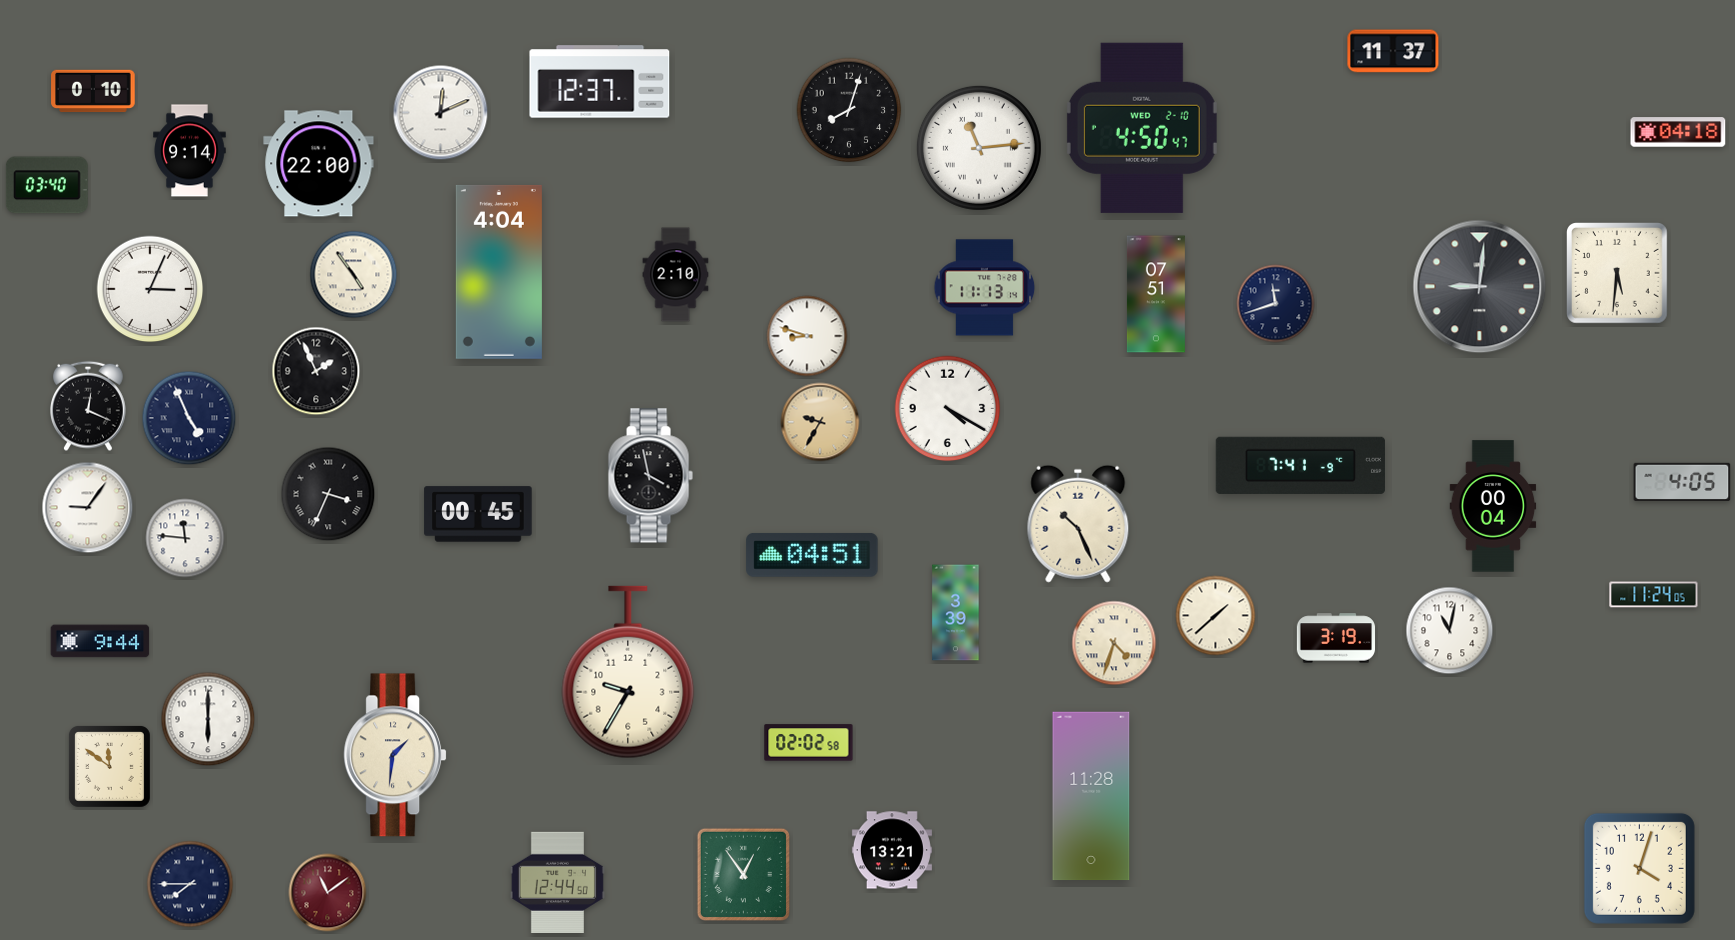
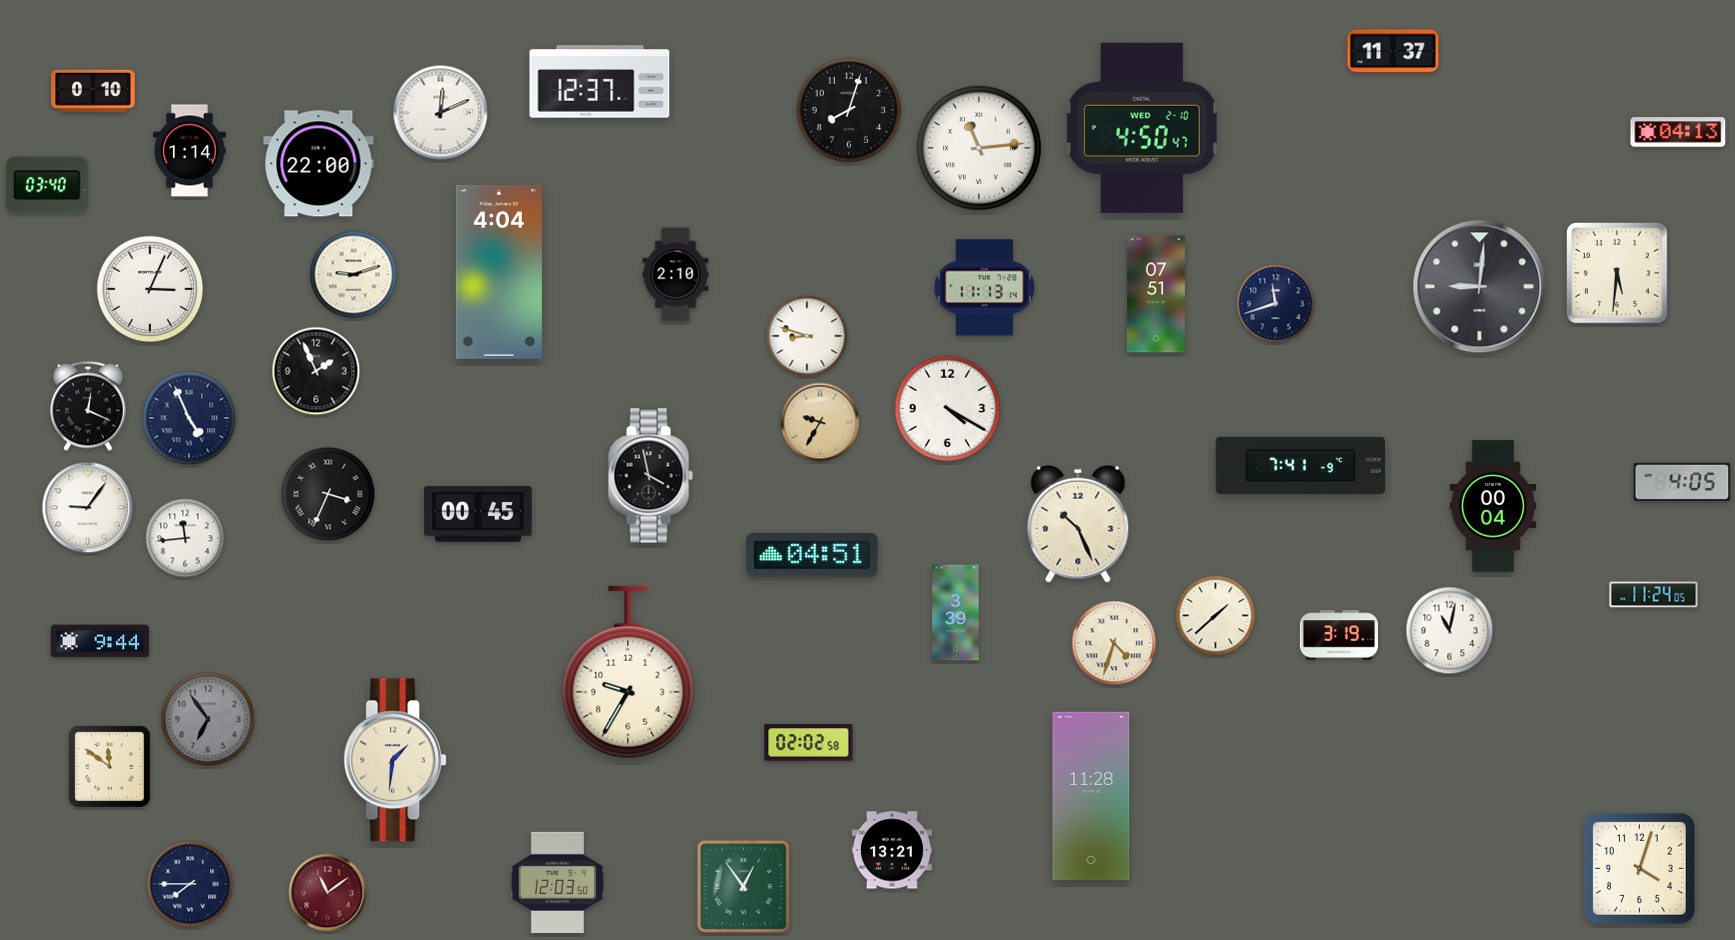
clock at (1678, 132): 04:18 -> 04:13
clock at (190, 151): 9:14 -> 1:14
clock at (354, 275): 4:54 -> 9:12
clock at (185, 538): 11:46 -> 11:44
clock at (1336, 638) position: (1336, 638) -> (1339, 635)
clock at (208, 719): 6:00 -> 6:54
clock at (208, 719) dial: white -> grey
clock at (395, 755) position: (395, 755) -> (395, 760)
clock at (743, 874) position: (743, 874) -> (743, 886)
clock at (557, 882): 12:44 -> 12:03
